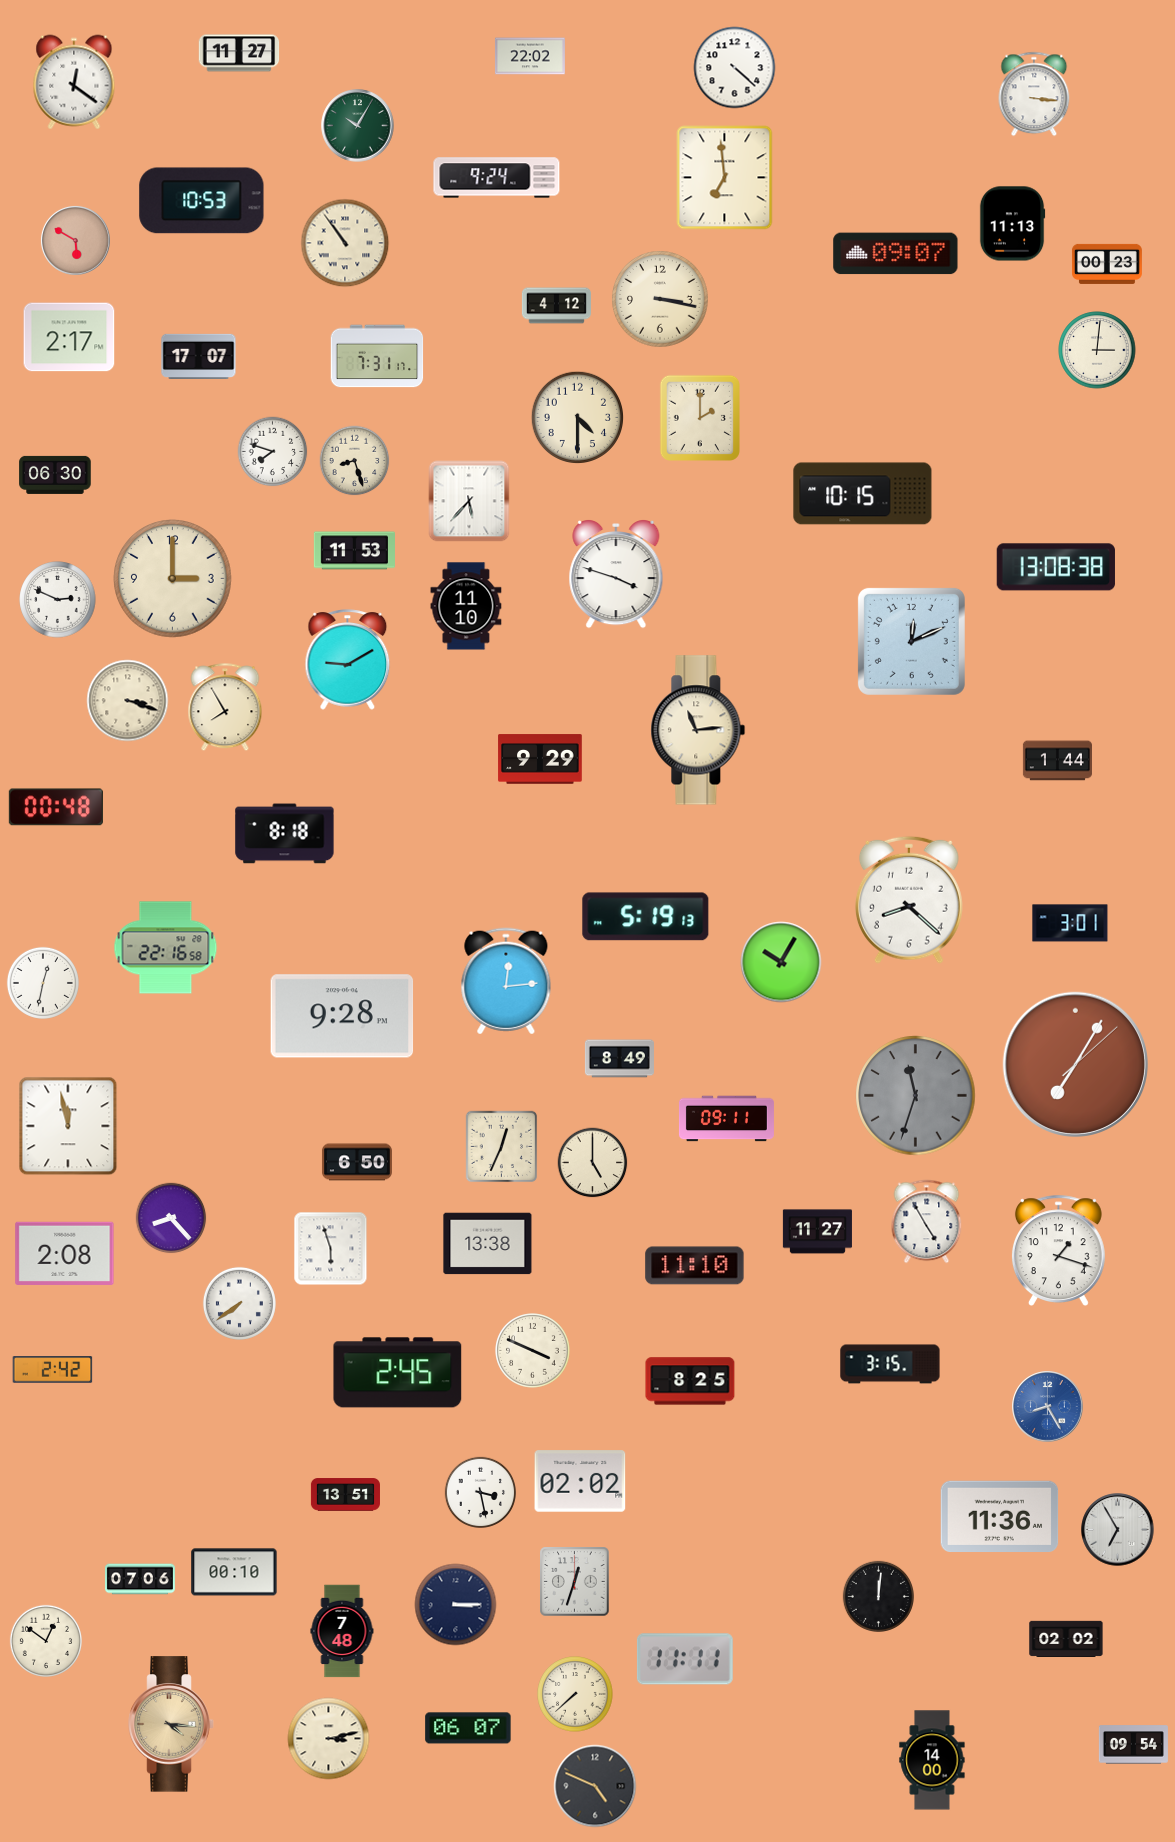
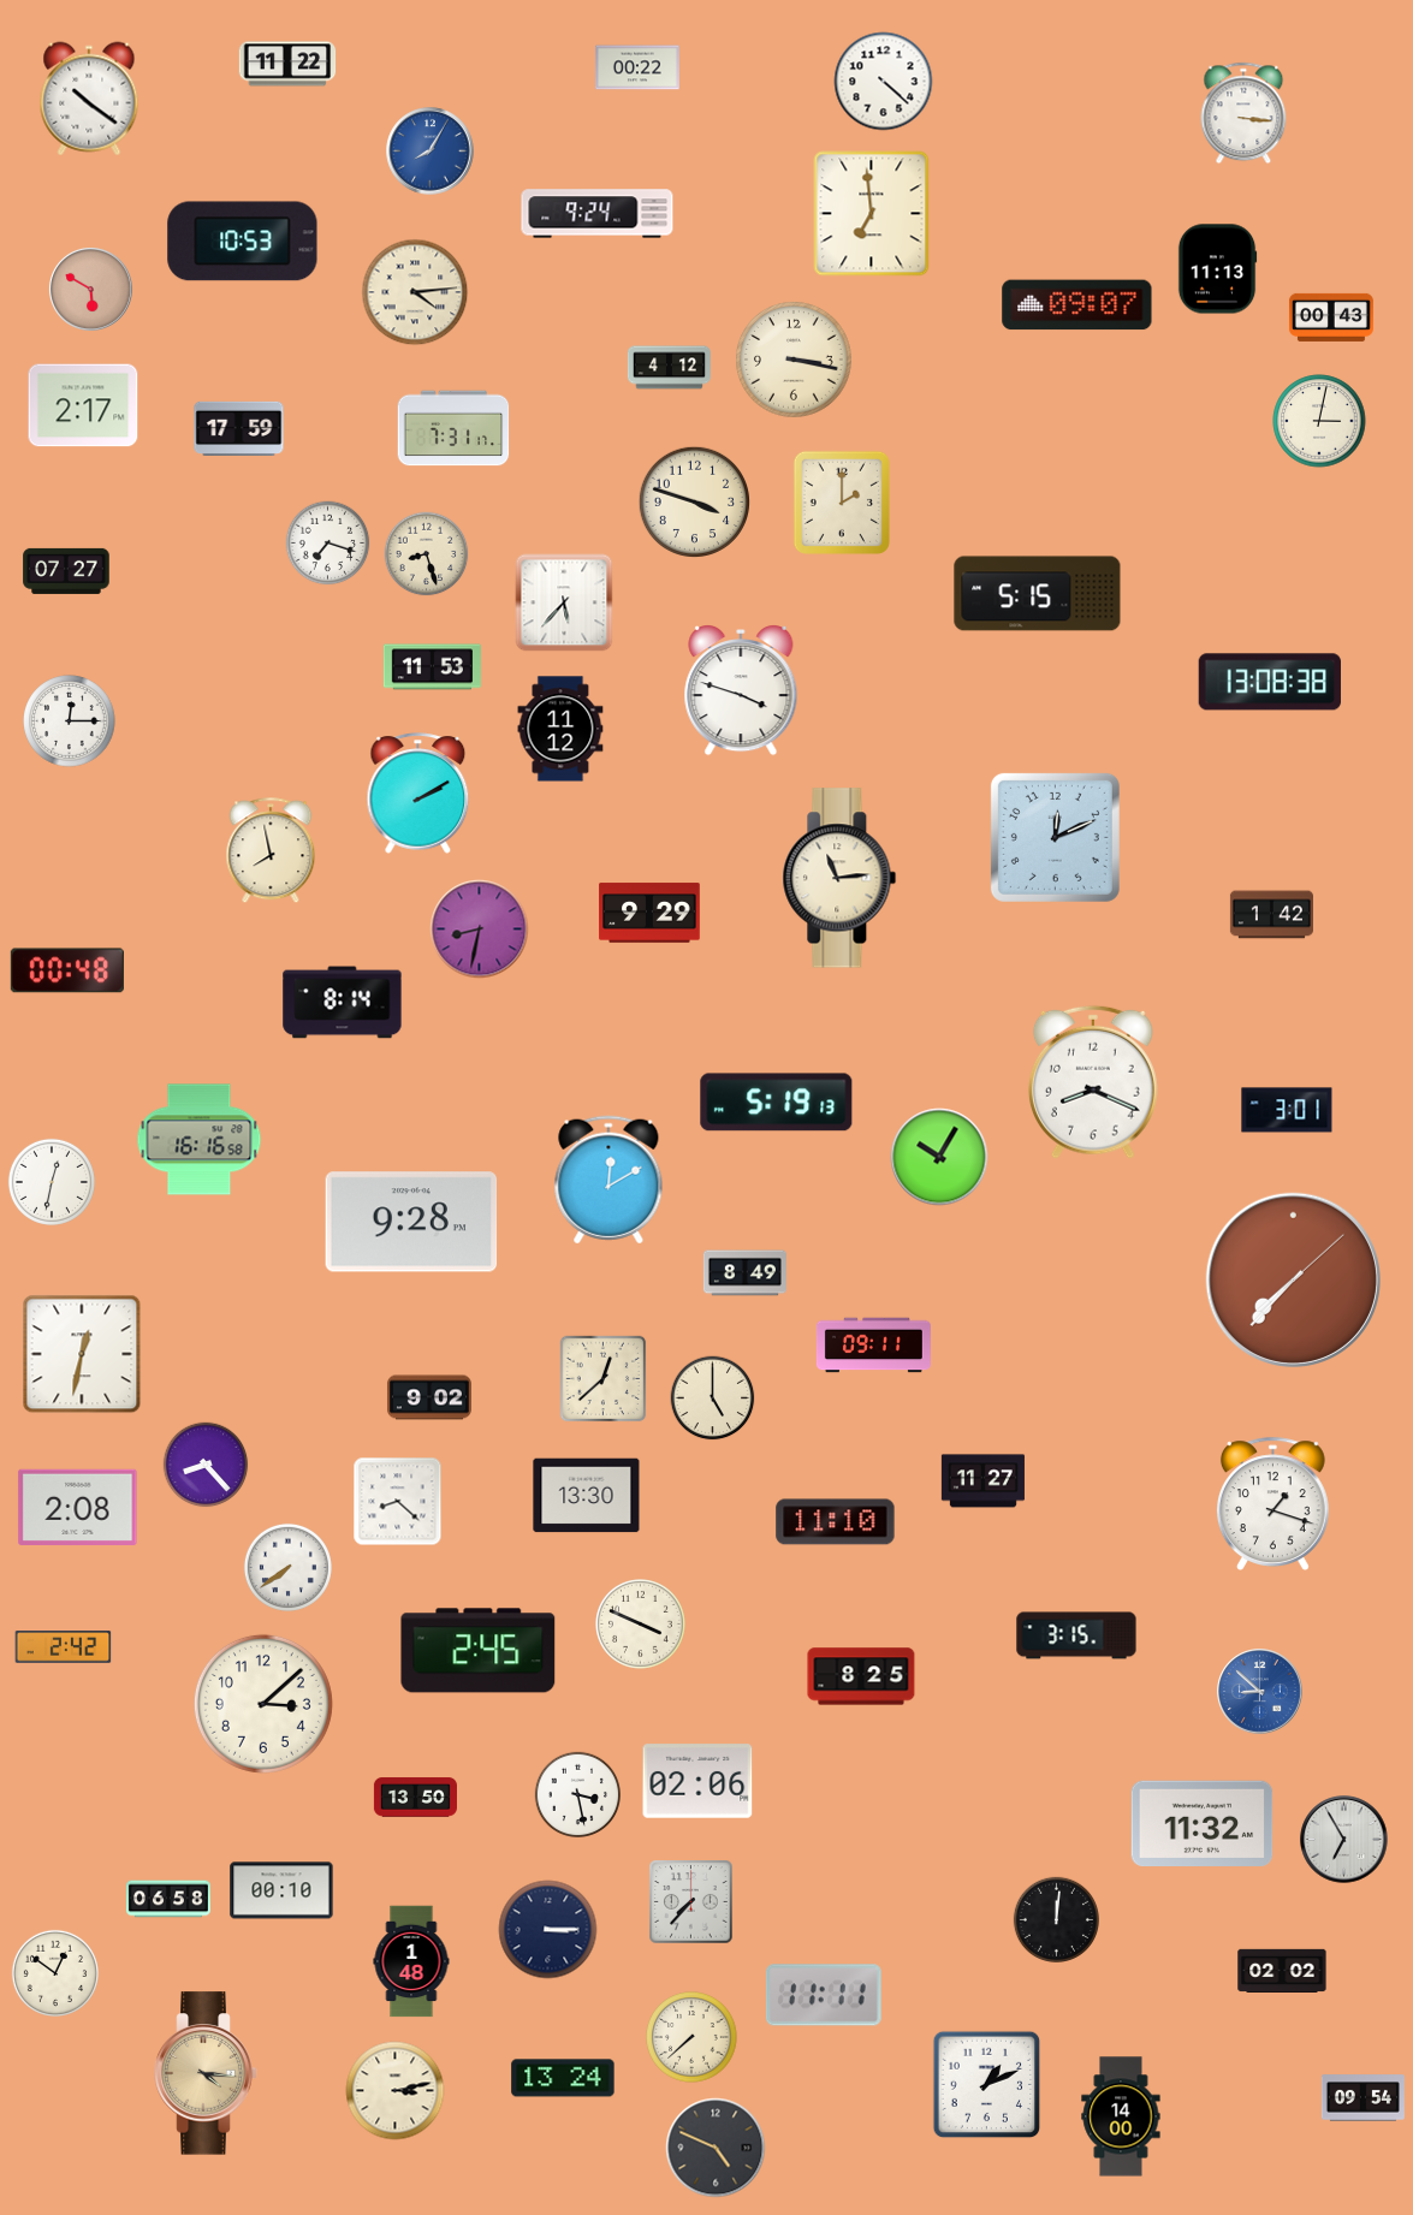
clock at (239, 53): 11:27 -> 11:22
clock at (530, 56): 22:02 -> 00:22
clock at (74, 82): 12:21 -> 10:21
clock at (358, 126): 10:05 -> 8:05
clock at (358, 126) dial: green -> blue
clock at (345, 243): 10:54 -> 4:14
clock at (1107, 264): 00:23 -> 00:43
clock at (1097, 350): 3:01 -> 3:02
clock at (199, 356): 17:07 -> 17:59
clock at (577, 417): 4:30 -> 3:48
clock at (273, 452): 7:48 -> 7:18
clock at (55, 475): 06:30 -> 07:27
clock at (863, 494): 10:15 -> 5:15
clock at (354, 551) position: (354, 551) -> (432, 667)
clock at (173, 579): 3:00 -> none
clock at (58, 600): 2:49 -> 12:15
clock at (466, 606): 11:10 -> 11:12
clock at (911, 641) position: (911, 641) -> (1055, 837)
clock at (348, 660): 9:10 -> 2:10
clock at (128, 701): 3:18 -> none
clock at (225, 708): 7:55 -> 7:58
clock at (1057, 761): 1:44 -> 1:42
clock at (480, 930): none -> 8:32
clock at (285, 834): 8:18 -> 8:14
clock at (909, 900): 8:22 -> 8:19
clock at (166, 948): 22:16 -> 16:16
clock at (506, 981): 12:14 -> 12:10
clock at (1075, 1064): 7:05 -> 7:37
clock at (916, 1096): 11:33 -> none
clock at (68, 1126): 11:58 -> 12:32
clock at (502, 1147): 12:34 -> 12:38
clock at (357, 1162): 6:50 -> 9:02
clock at (927, 1222): 4:55 -> none
clock at (488, 1244): 13:38 -> 13:30
clock at (331, 1249): 5:57 -> 8:22
clock at (890, 1364) position: (890, 1364) -> (1076, 1635)
clock at (690, 1381) position: (690, 1381) -> (861, 1676)
clock at (1048, 1407): 8:25 -> 8:52
clock at (263, 1704): none -> 3:08
clock at (580, 1481): 02:02 -> 02:06
clock at (345, 1495): 13:51 -> 13:50
clock at (1000, 1516): 11:36 -> 11:32
clock at (140, 1579): 07:06 -> 06:58
clock at (575, 1582): 12:33 -> 7:37
clock at (342, 1631): 7:48 -> 1:48
clock at (468, 1728): 06:07 -> 13:24
clock at (987, 2085): none -> 1:11
